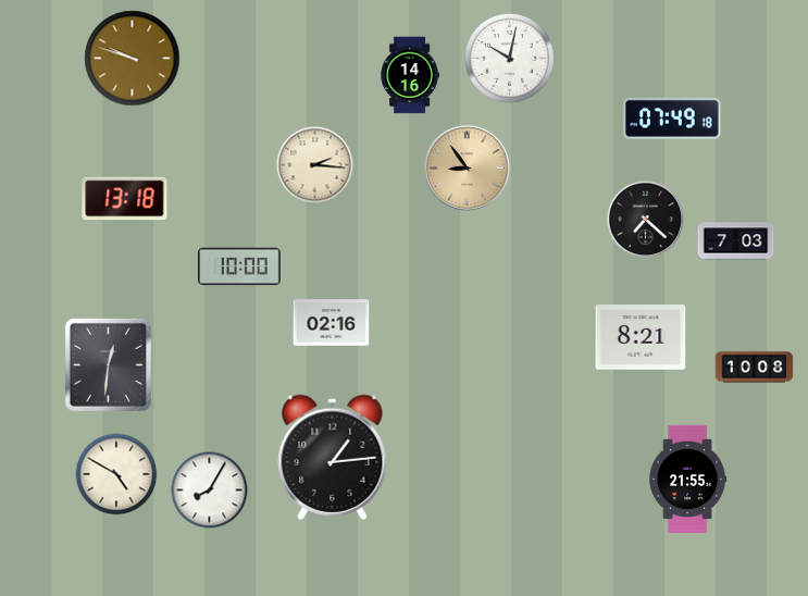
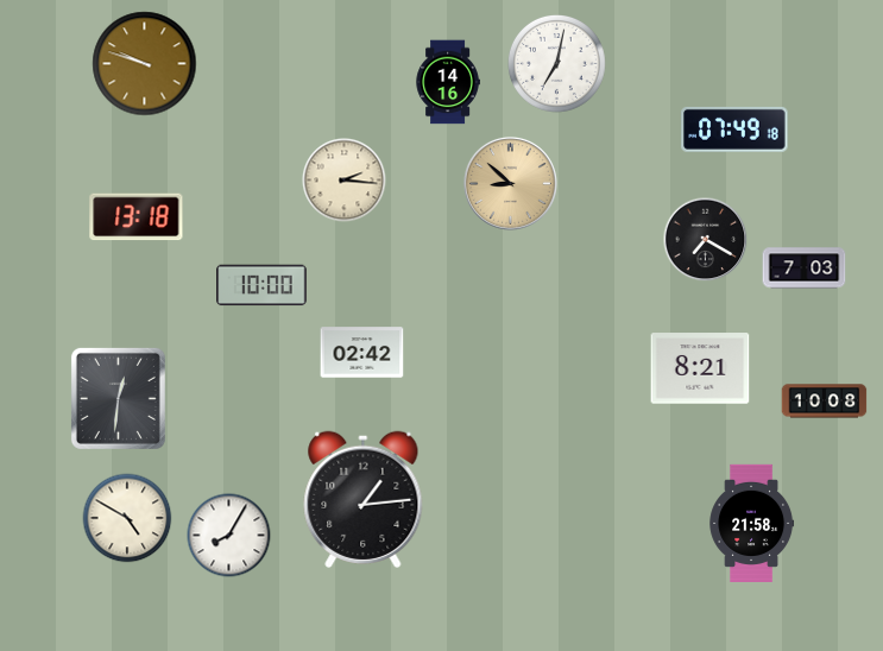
clock at (510, 59): 10:02 -> 7:02
clock at (467, 167): 8:54 -> 8:52
clock at (646, 220): 7:22 -> 7:20
clock at (736, 241) position: (736, 241) -> (805, 268)
clock at (239, 266) position: (239, 266) -> (261, 285)
clock at (332, 323): 02:16 -> 02:42
clock at (688, 479): 21:55 -> 21:58
